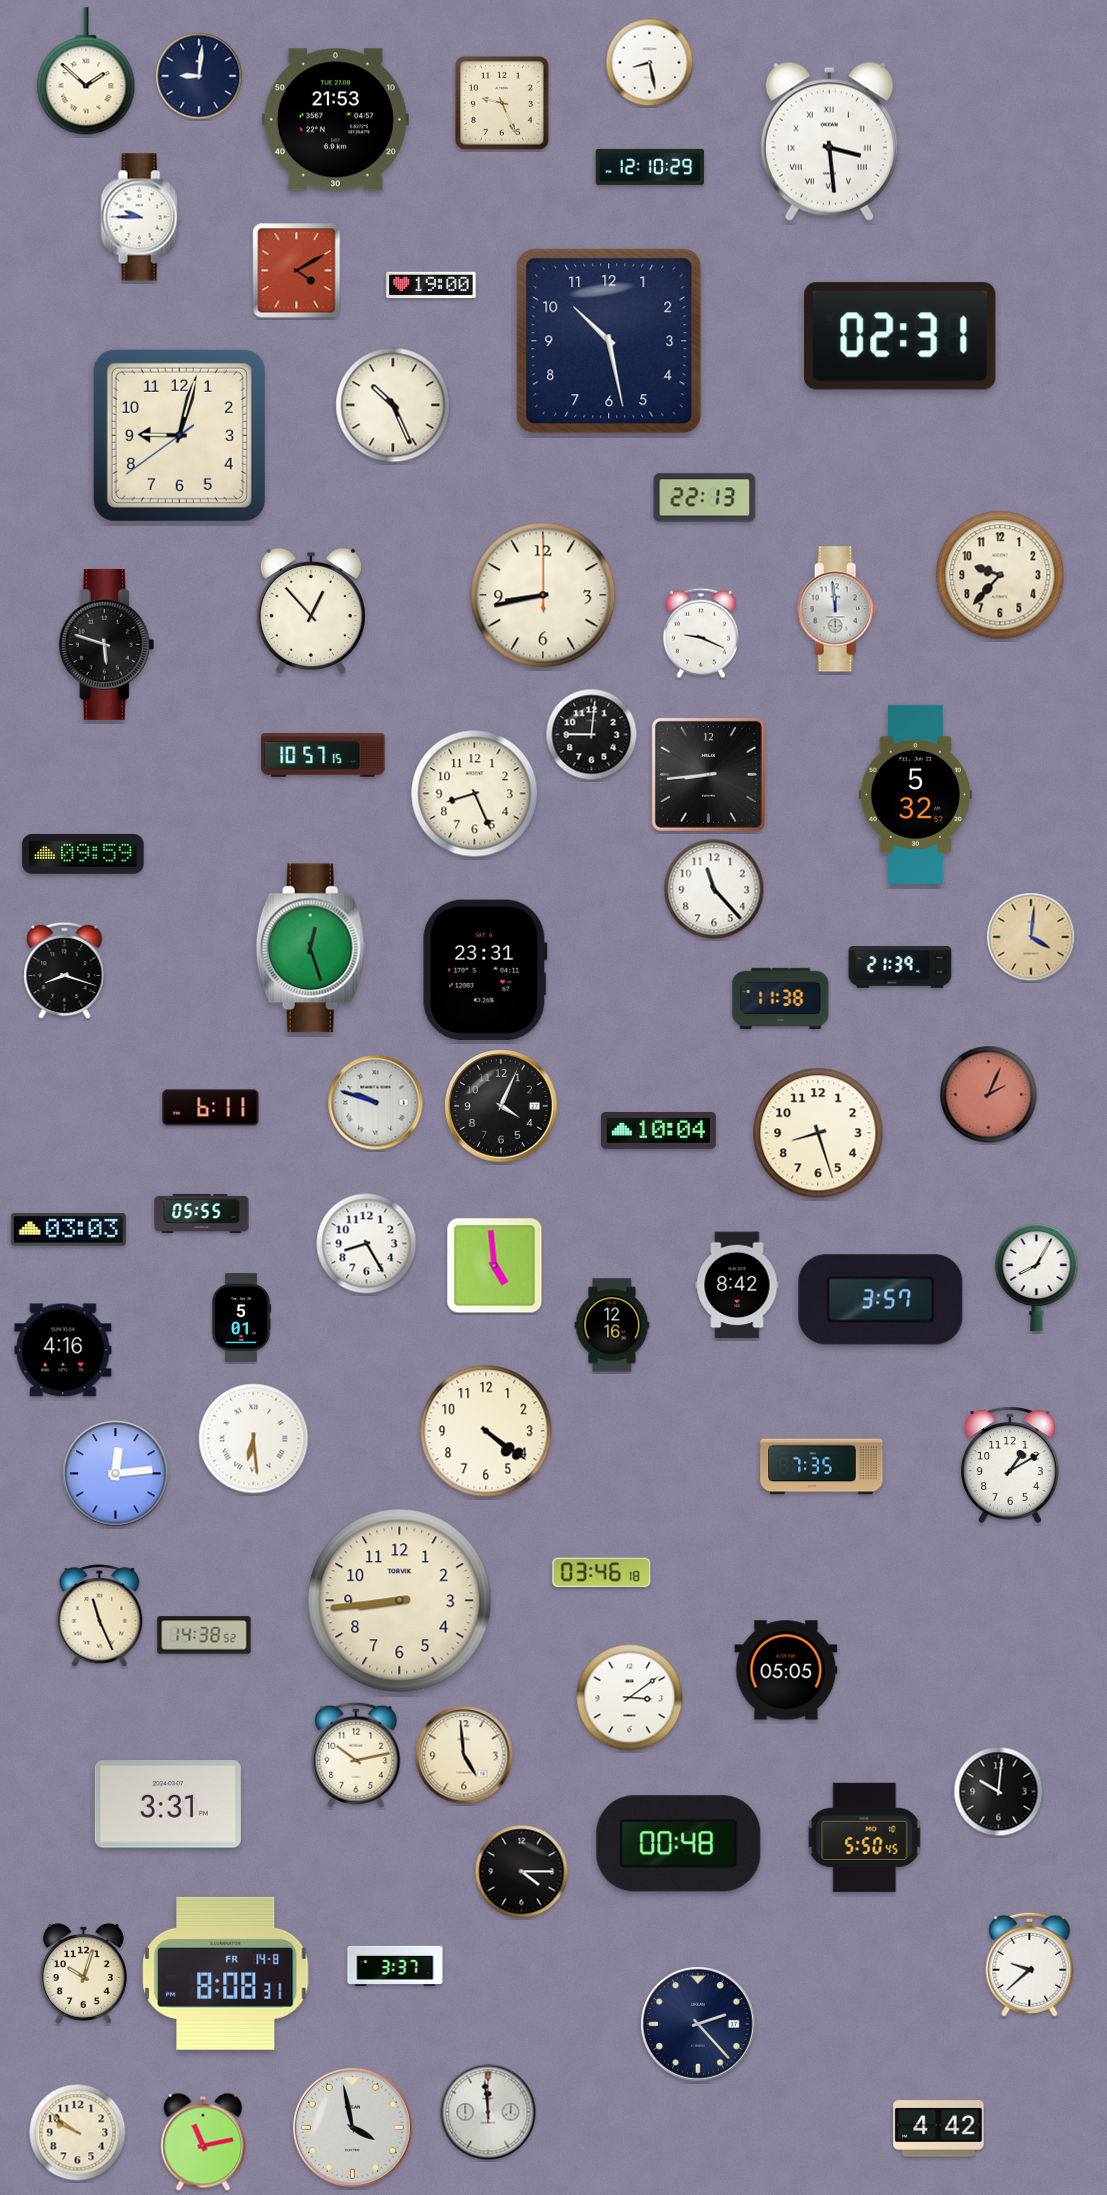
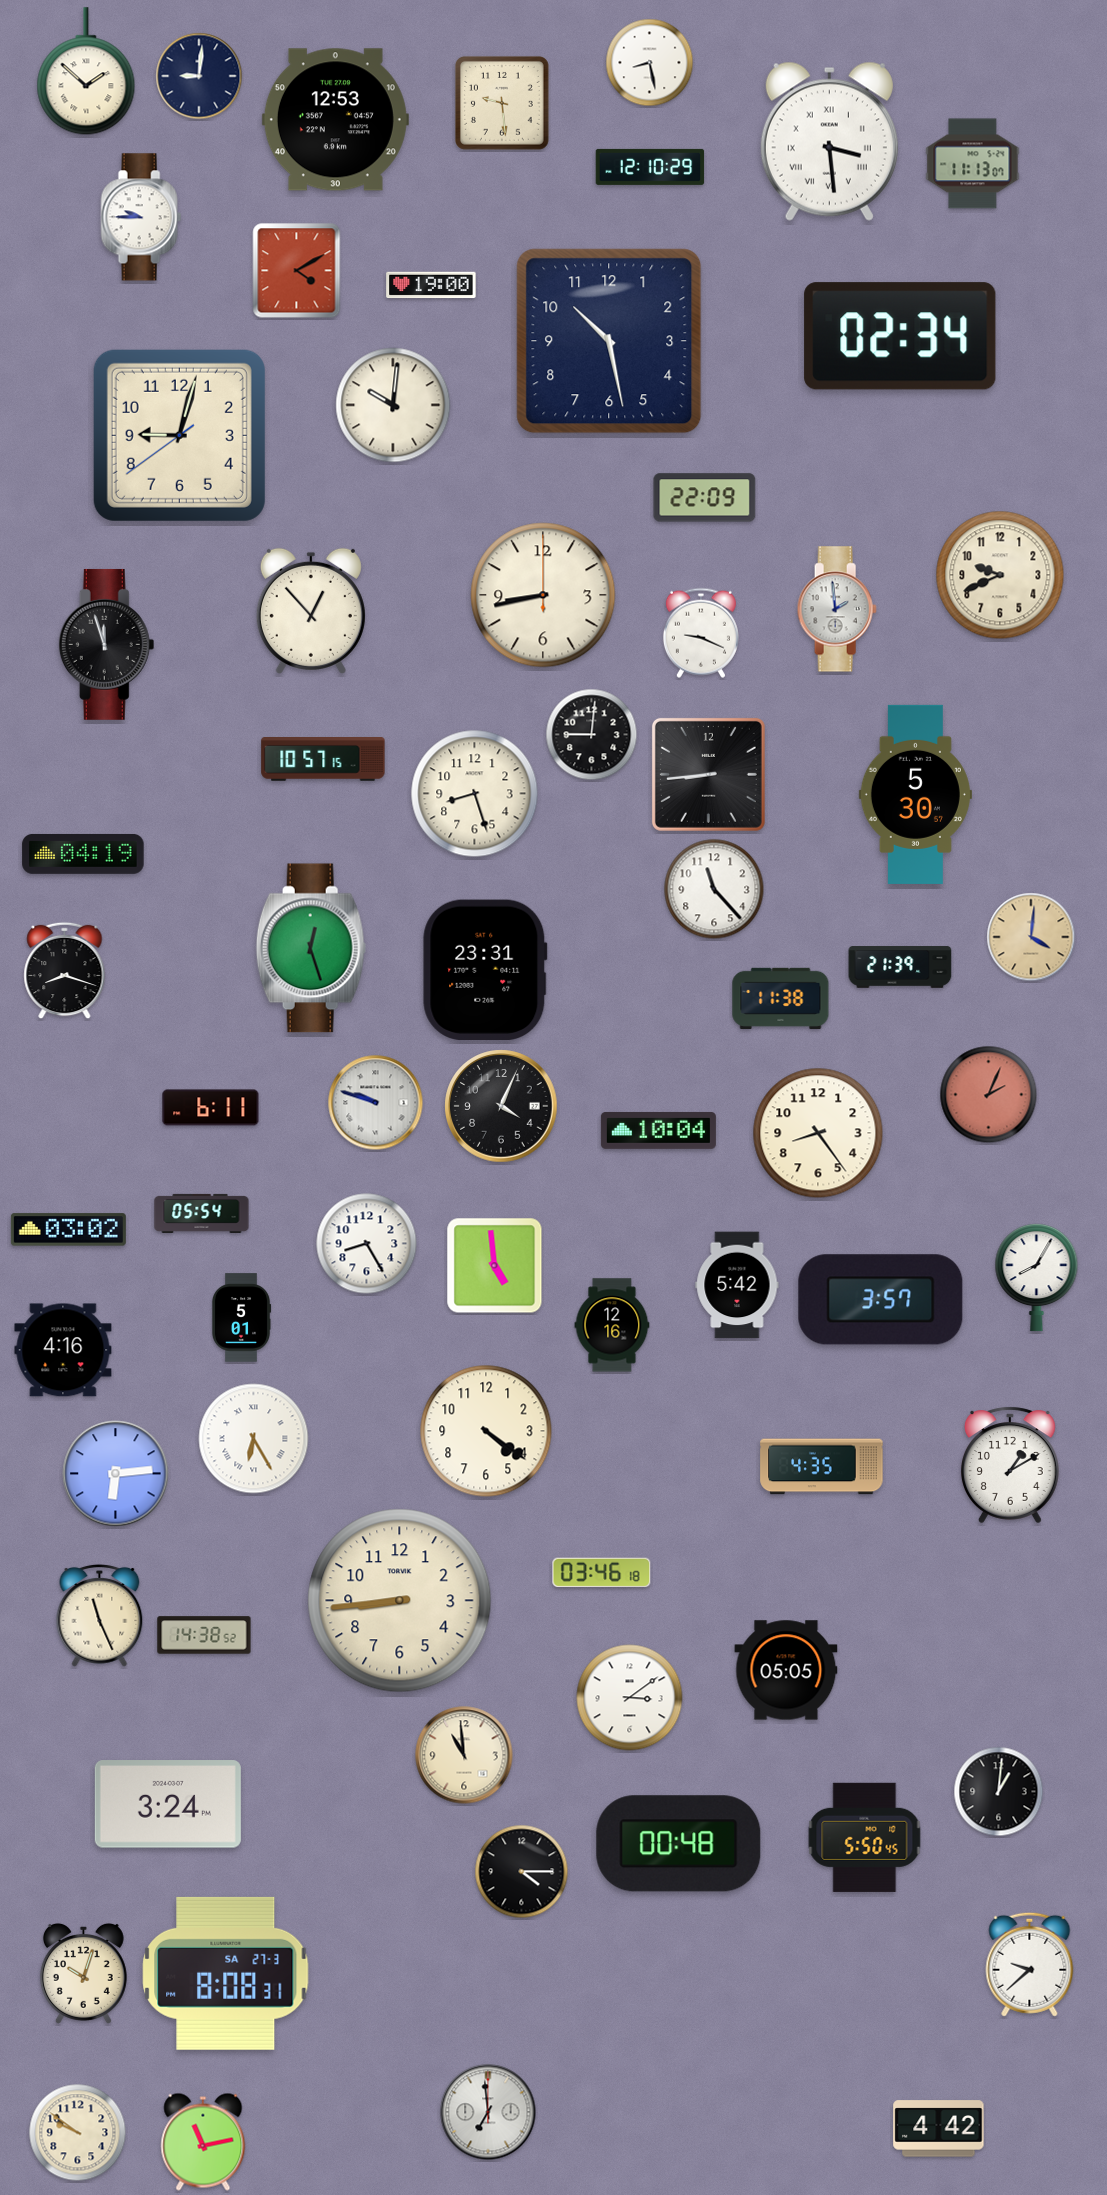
clock at (502, 103): 9:26 -> 9:29
clock at (335, 120): 21:53 -> 12:53
clock at (973, 164): none -> 11:13
clock at (900, 336): 02:31 -> 02:34
clock at (393, 405): 10:26 -> 10:01
clock at (705, 498): 22:13 -> 22:09
clock at (1000, 575): 9:37 -> 9:41
clock at (837, 609): 11:59 -> 1:59
clock at (107, 644): 5:48 -> 11:57
clock at (323, 756) position: (323, 756) -> (323, 760)
clock at (475, 794): 8:26 -> 8:27
clock at (915, 794): 5:32 -> 5:30
clock at (83, 854): 09:59 -> 04:19
clock at (818, 1133): 8:27 -> 8:24
clock at (202, 1213): 05:55 -> 05:54
clock at (68, 1230): 03:03 -> 03:02
clock at (737, 1285): 8:42 -> 5:42
clock at (254, 1439): 6:29 -> 6:25
clock at (822, 1467): 7:35 -> 4:35
clock at (116, 1474): 12:14 -> 6:14
clock at (356, 1755): 10:13 -> none
clock at (464, 1755): 4:59 -> 10:59
clock at (999, 1792): 10:01 -> 1:01
clock at (168, 1804): 3:31 -> 3:24
clock at (395, 1966): 3:37 -> none
clock at (226, 1973) date: FR 14-8 -> SA 27-3
clock at (698, 2024): 2:23 -> none
clock at (488, 2112): 11:59 -> 6:59
clock at (352, 2127): 3:58 -> none
